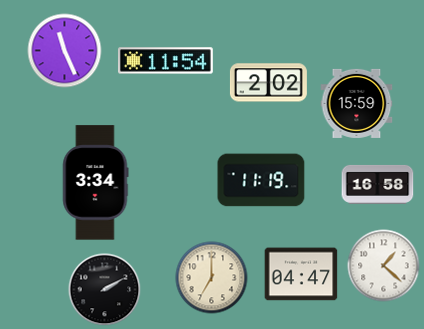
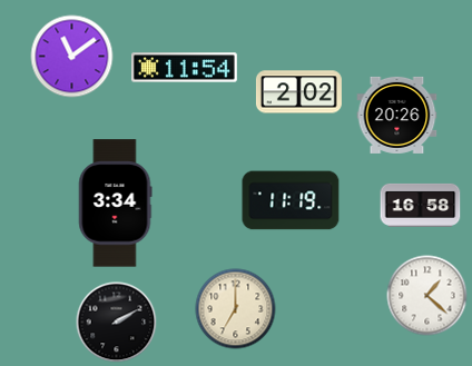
clock at (65, 51): 11:26 -> 11:09
clock at (357, 103): 15:59 -> 20:26
clock at (95, 183) position: (95, 183) -> (115, 204)
clock at (301, 274): 04:47 -> none
